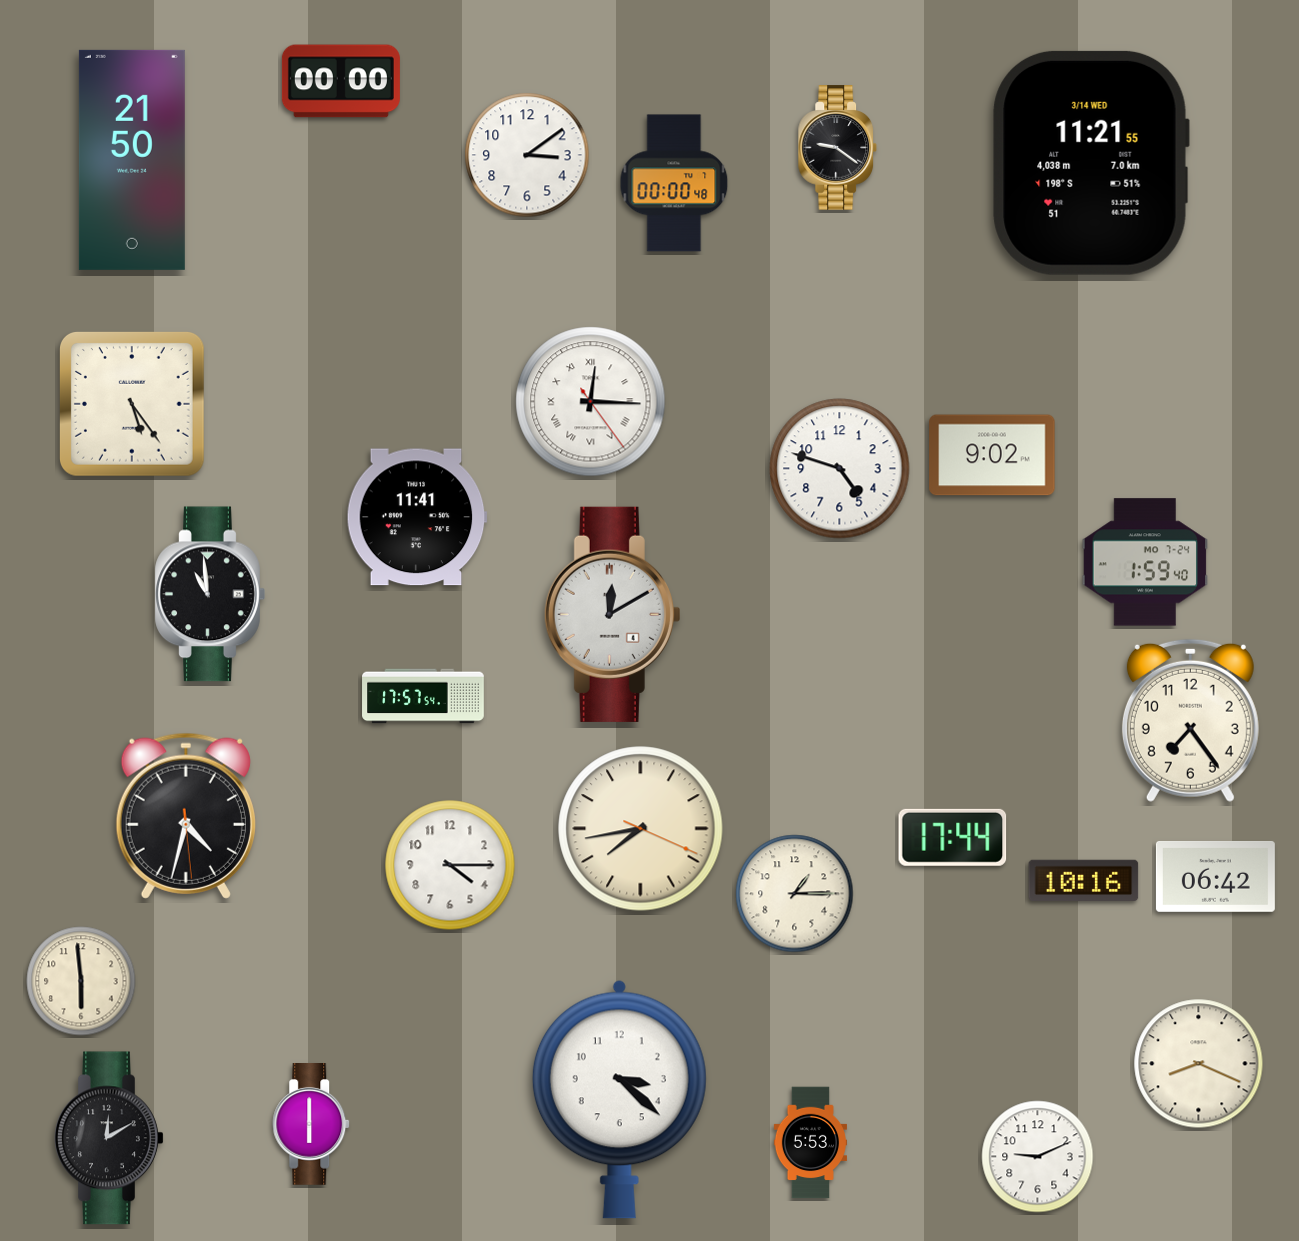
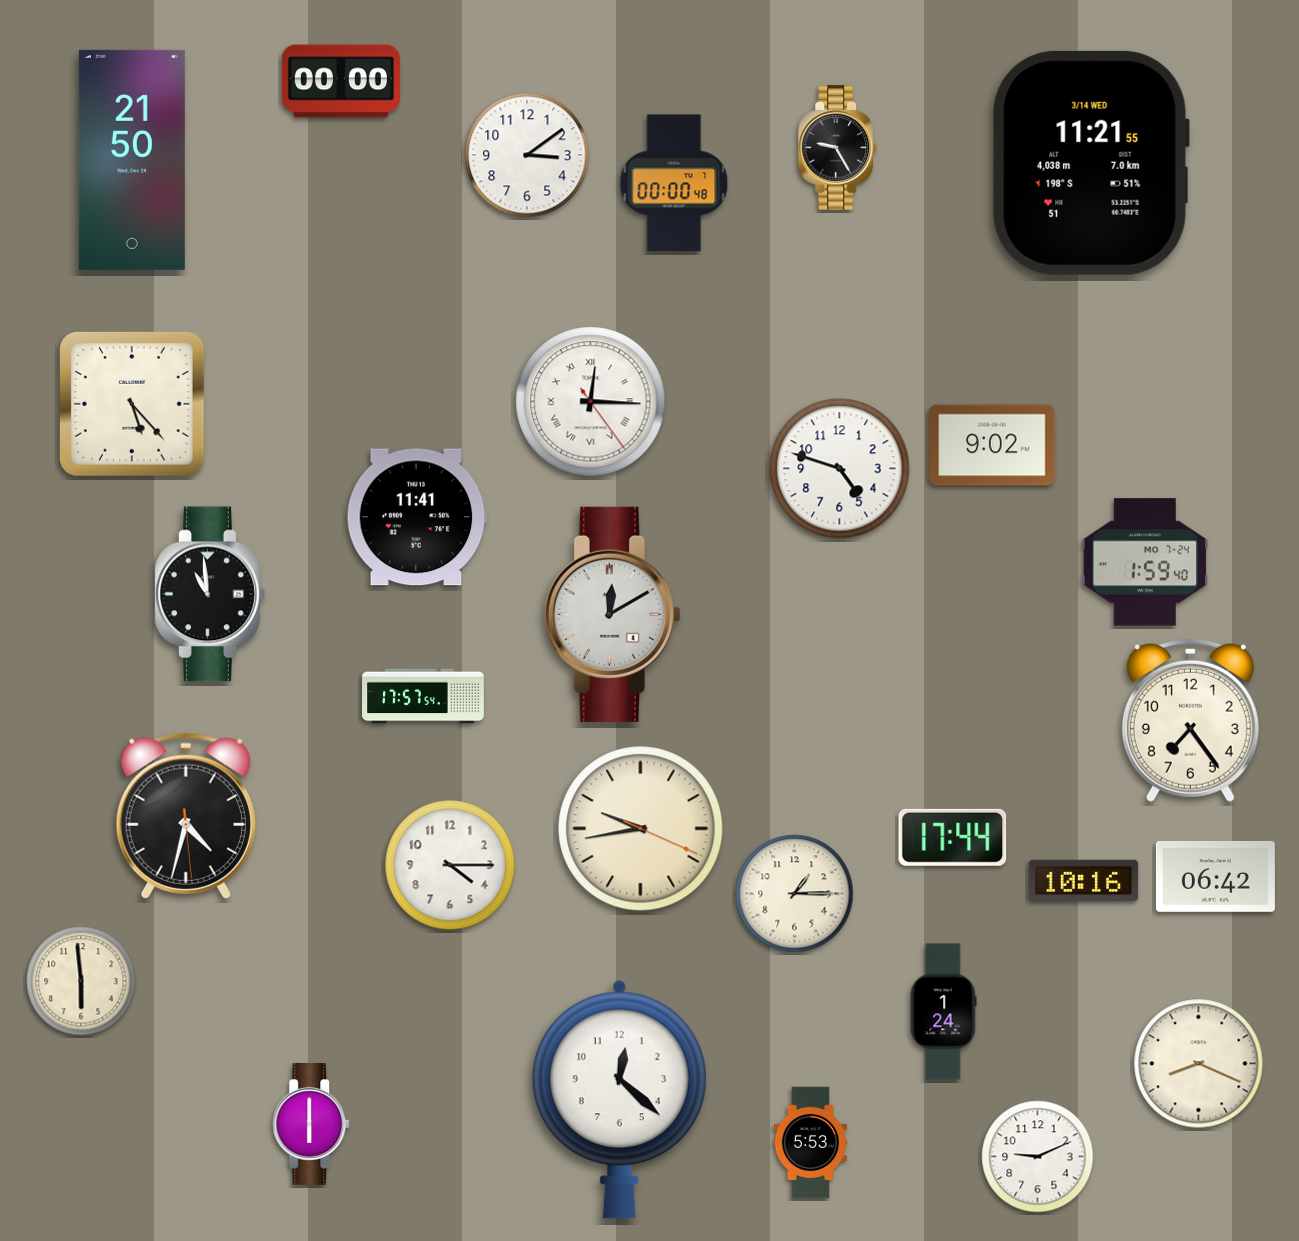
clock at (838, 148): 9:21 -> 9:25
clock at (132, 404): 5:24 -> 5:23
clock at (992, 455) position: (992, 455) -> (992, 445)
clock at (641, 829): 7:43 -> 9:43
clock at (944, 1012): none -> 1:24
clock at (619, 1099): 3:22 -> 12:22
clock at (109, 1138): 12:10 -> none
